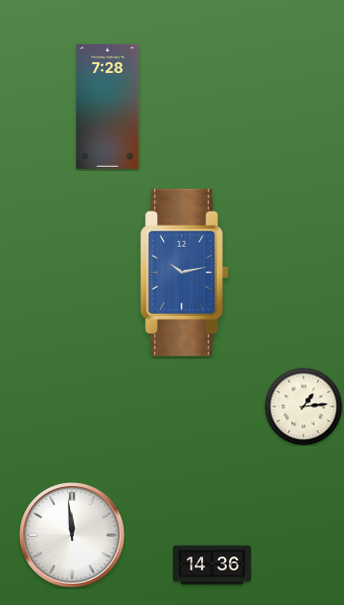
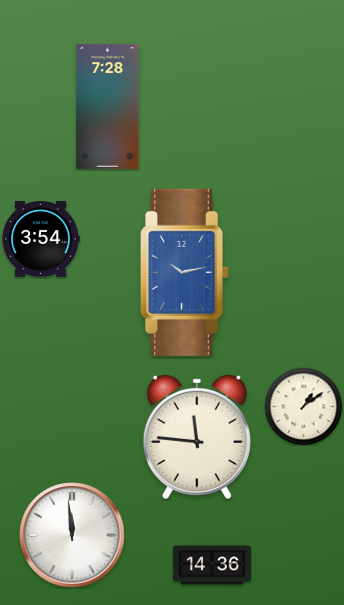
clock at (41, 239): none -> 3:54
clock at (303, 406): 1:14 -> 1:09
clock at (197, 437): none -> 11:46
